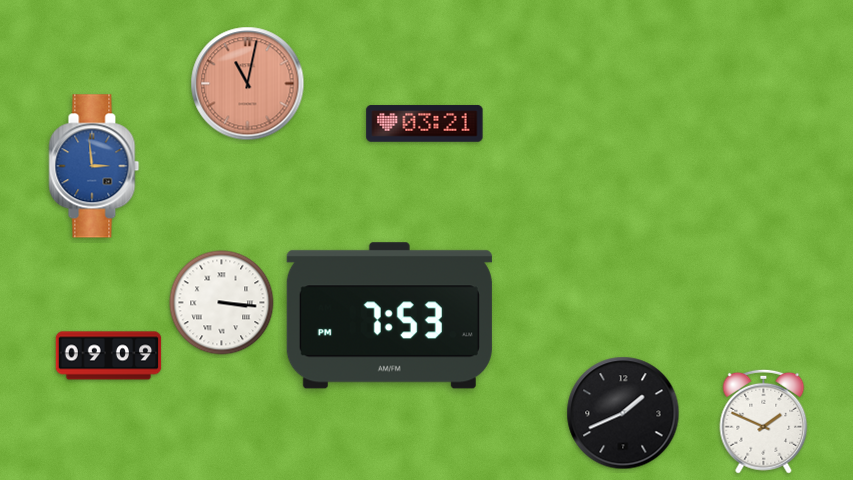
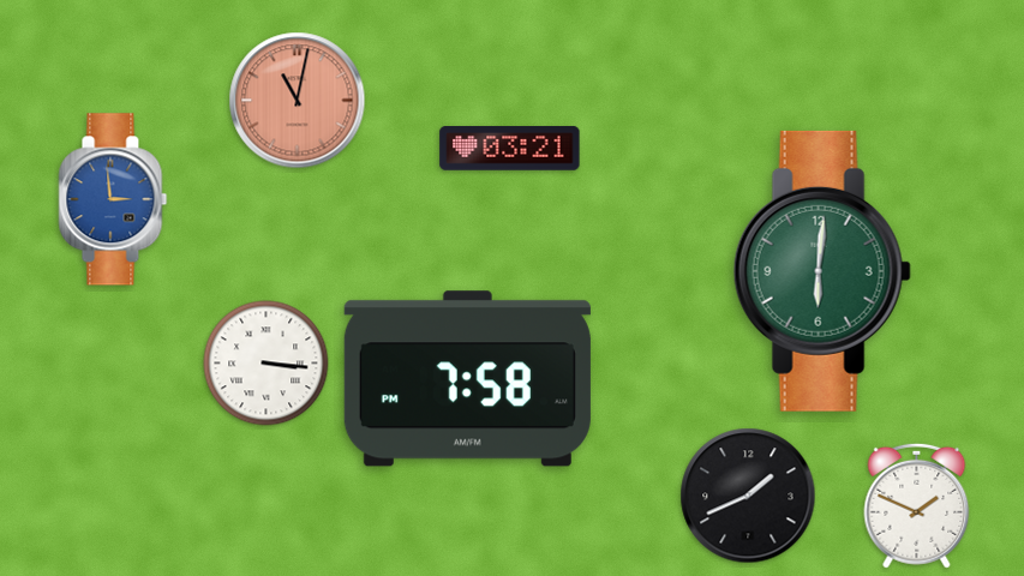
clock at (822, 271): none -> 6:01
clock at (389, 316): 7:53 -> 7:58
clock at (109, 356): 09:09 -> none
